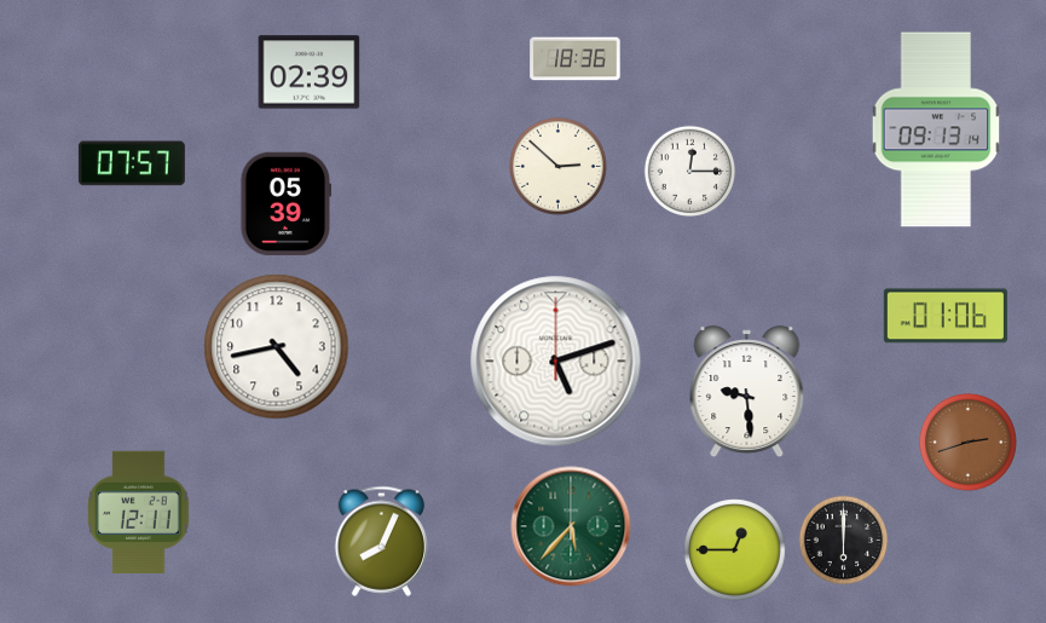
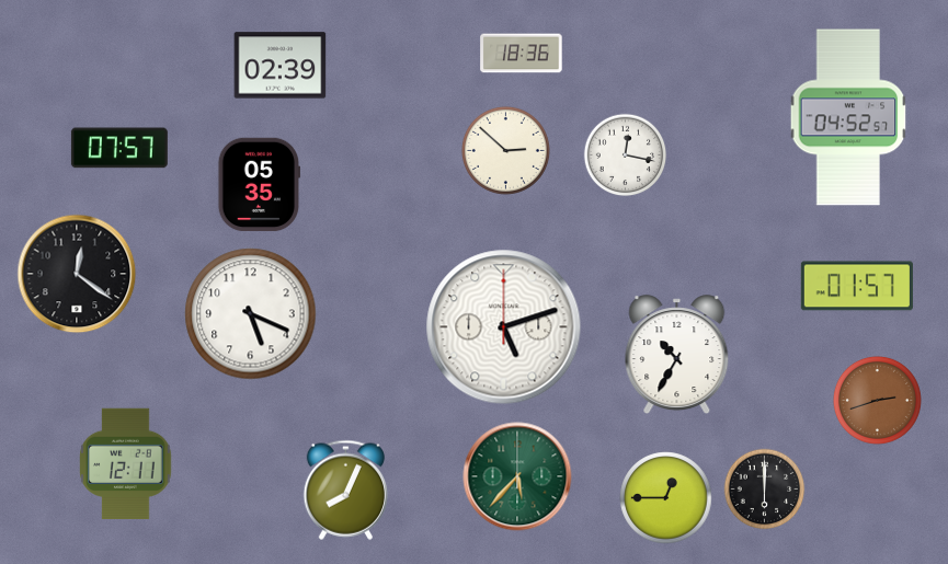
clock at (936, 129): 09:13 -> 04:52
clock at (690, 172): 12:15 -> 12:17
clock at (287, 204): 05:39 -> 05:35
clock at (77, 274): none -> 12:21
clock at (946, 316): 01:06 -> 01:57
clock at (277, 347): 4:43 -> 5:19
clock at (747, 392): 9:29 -> 10:35
